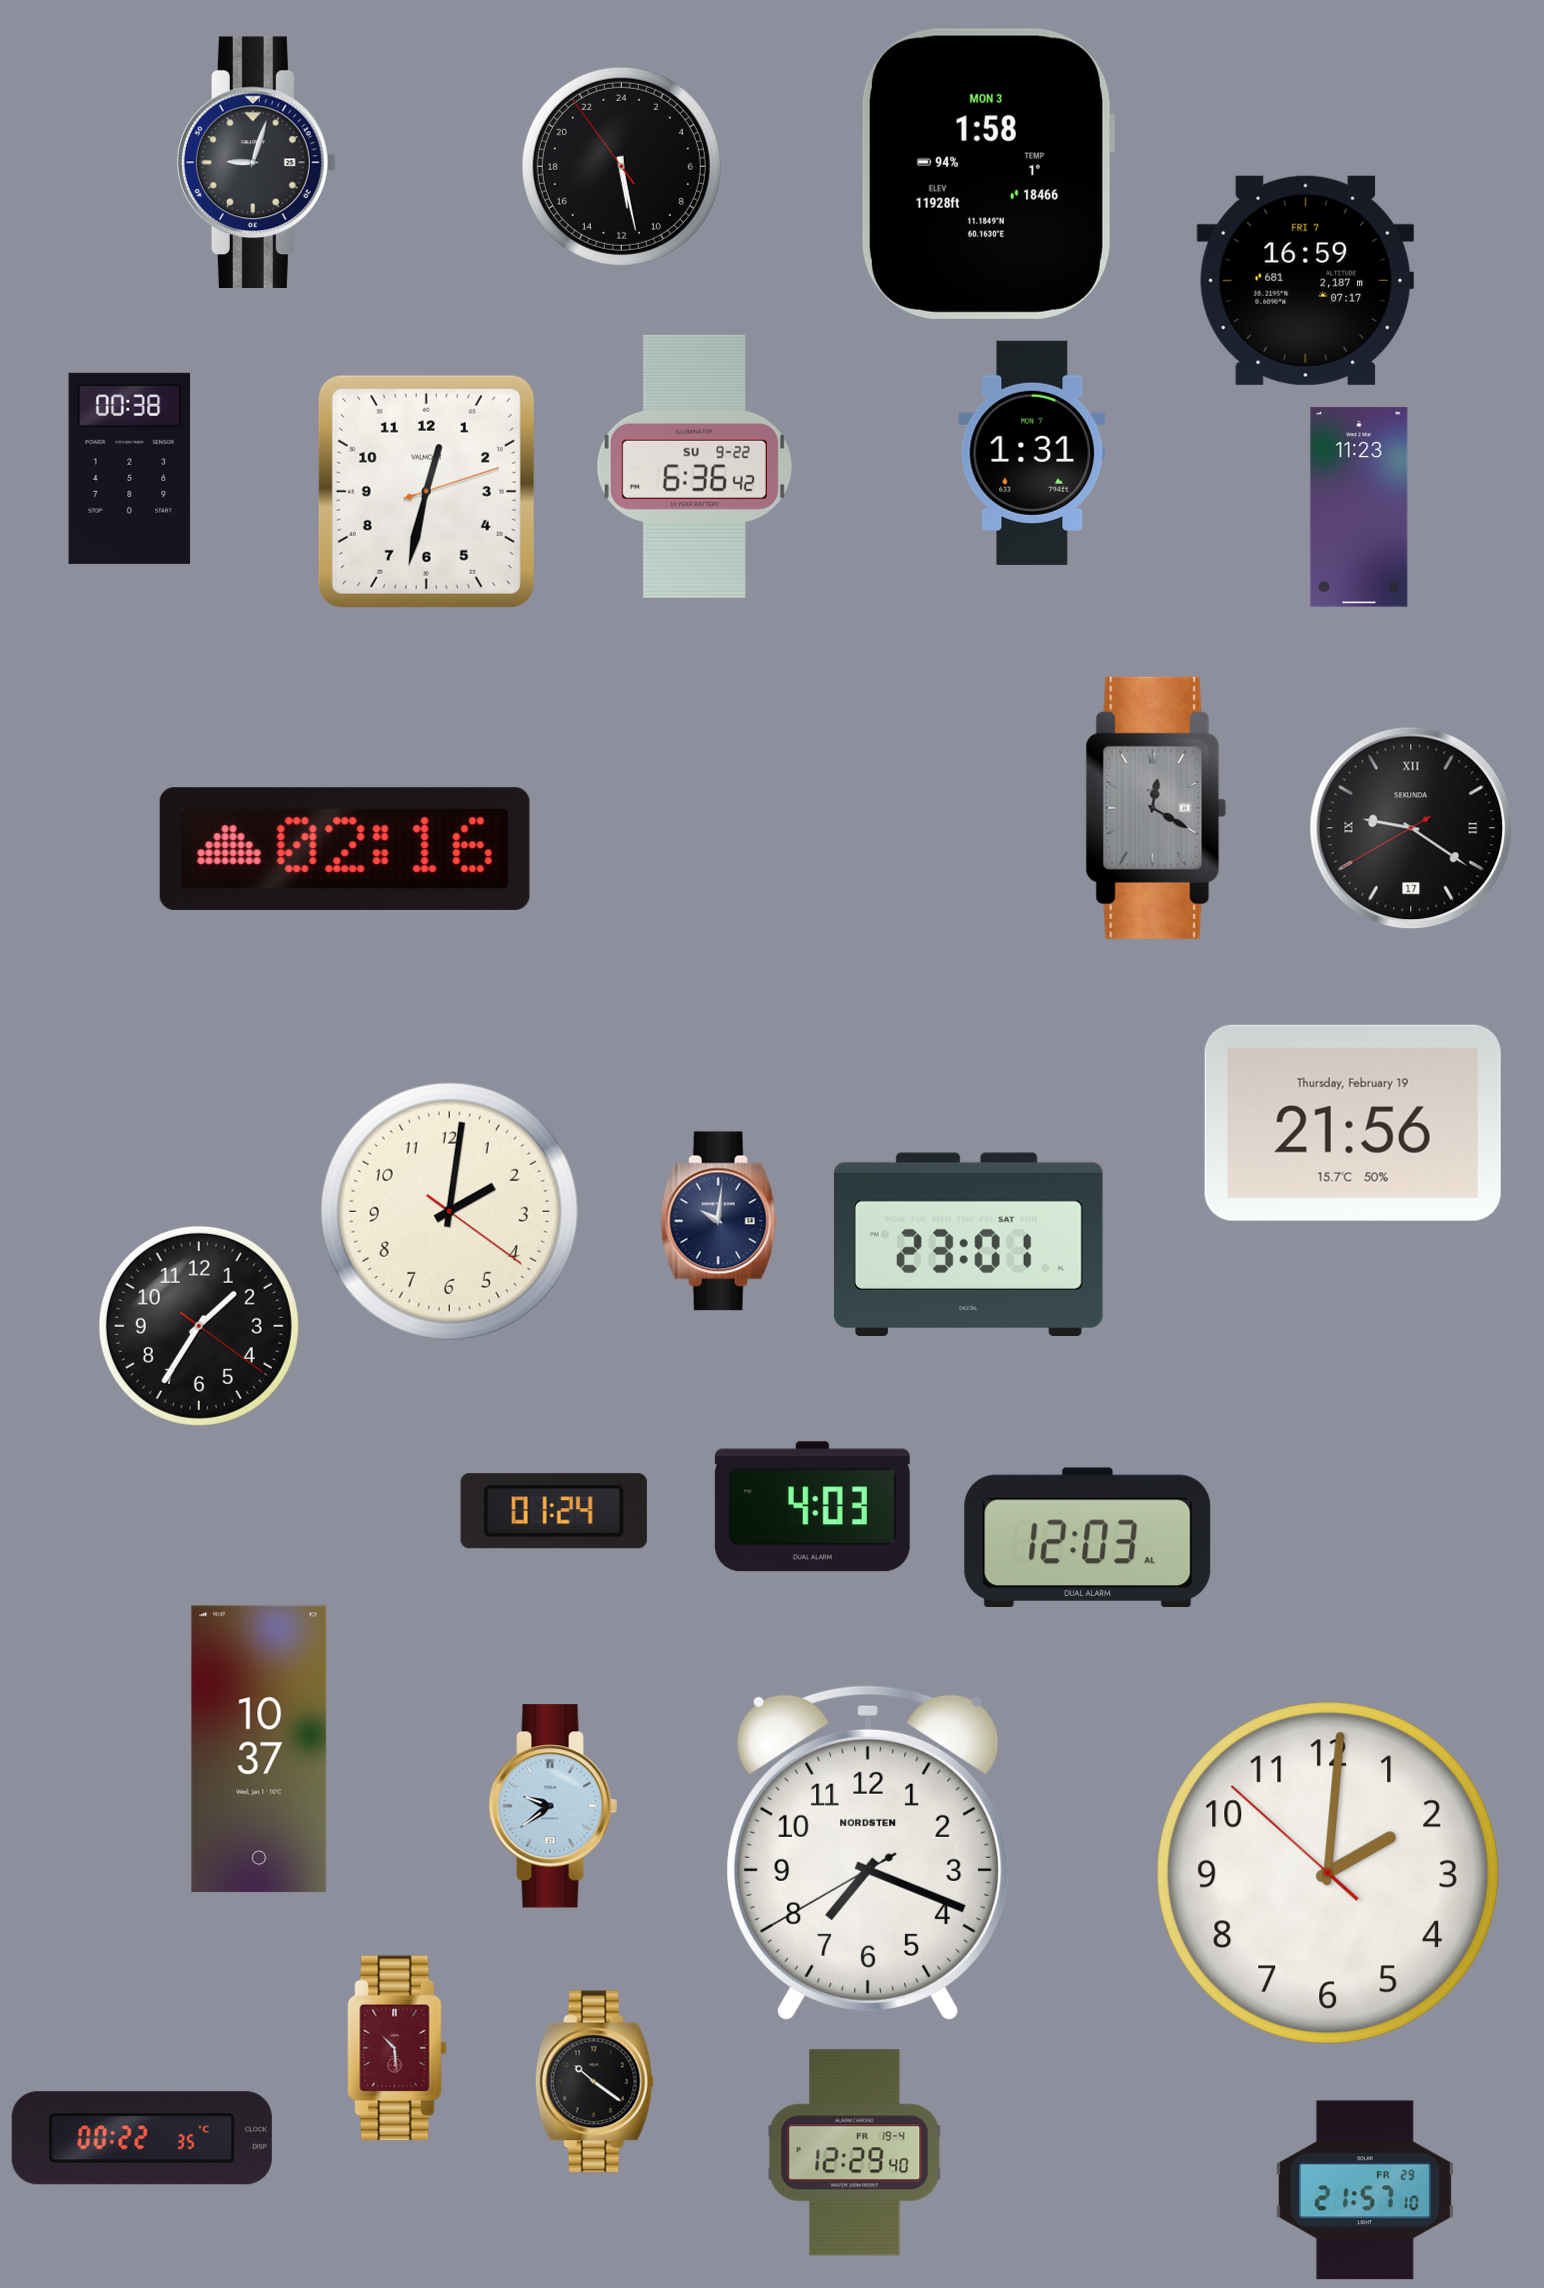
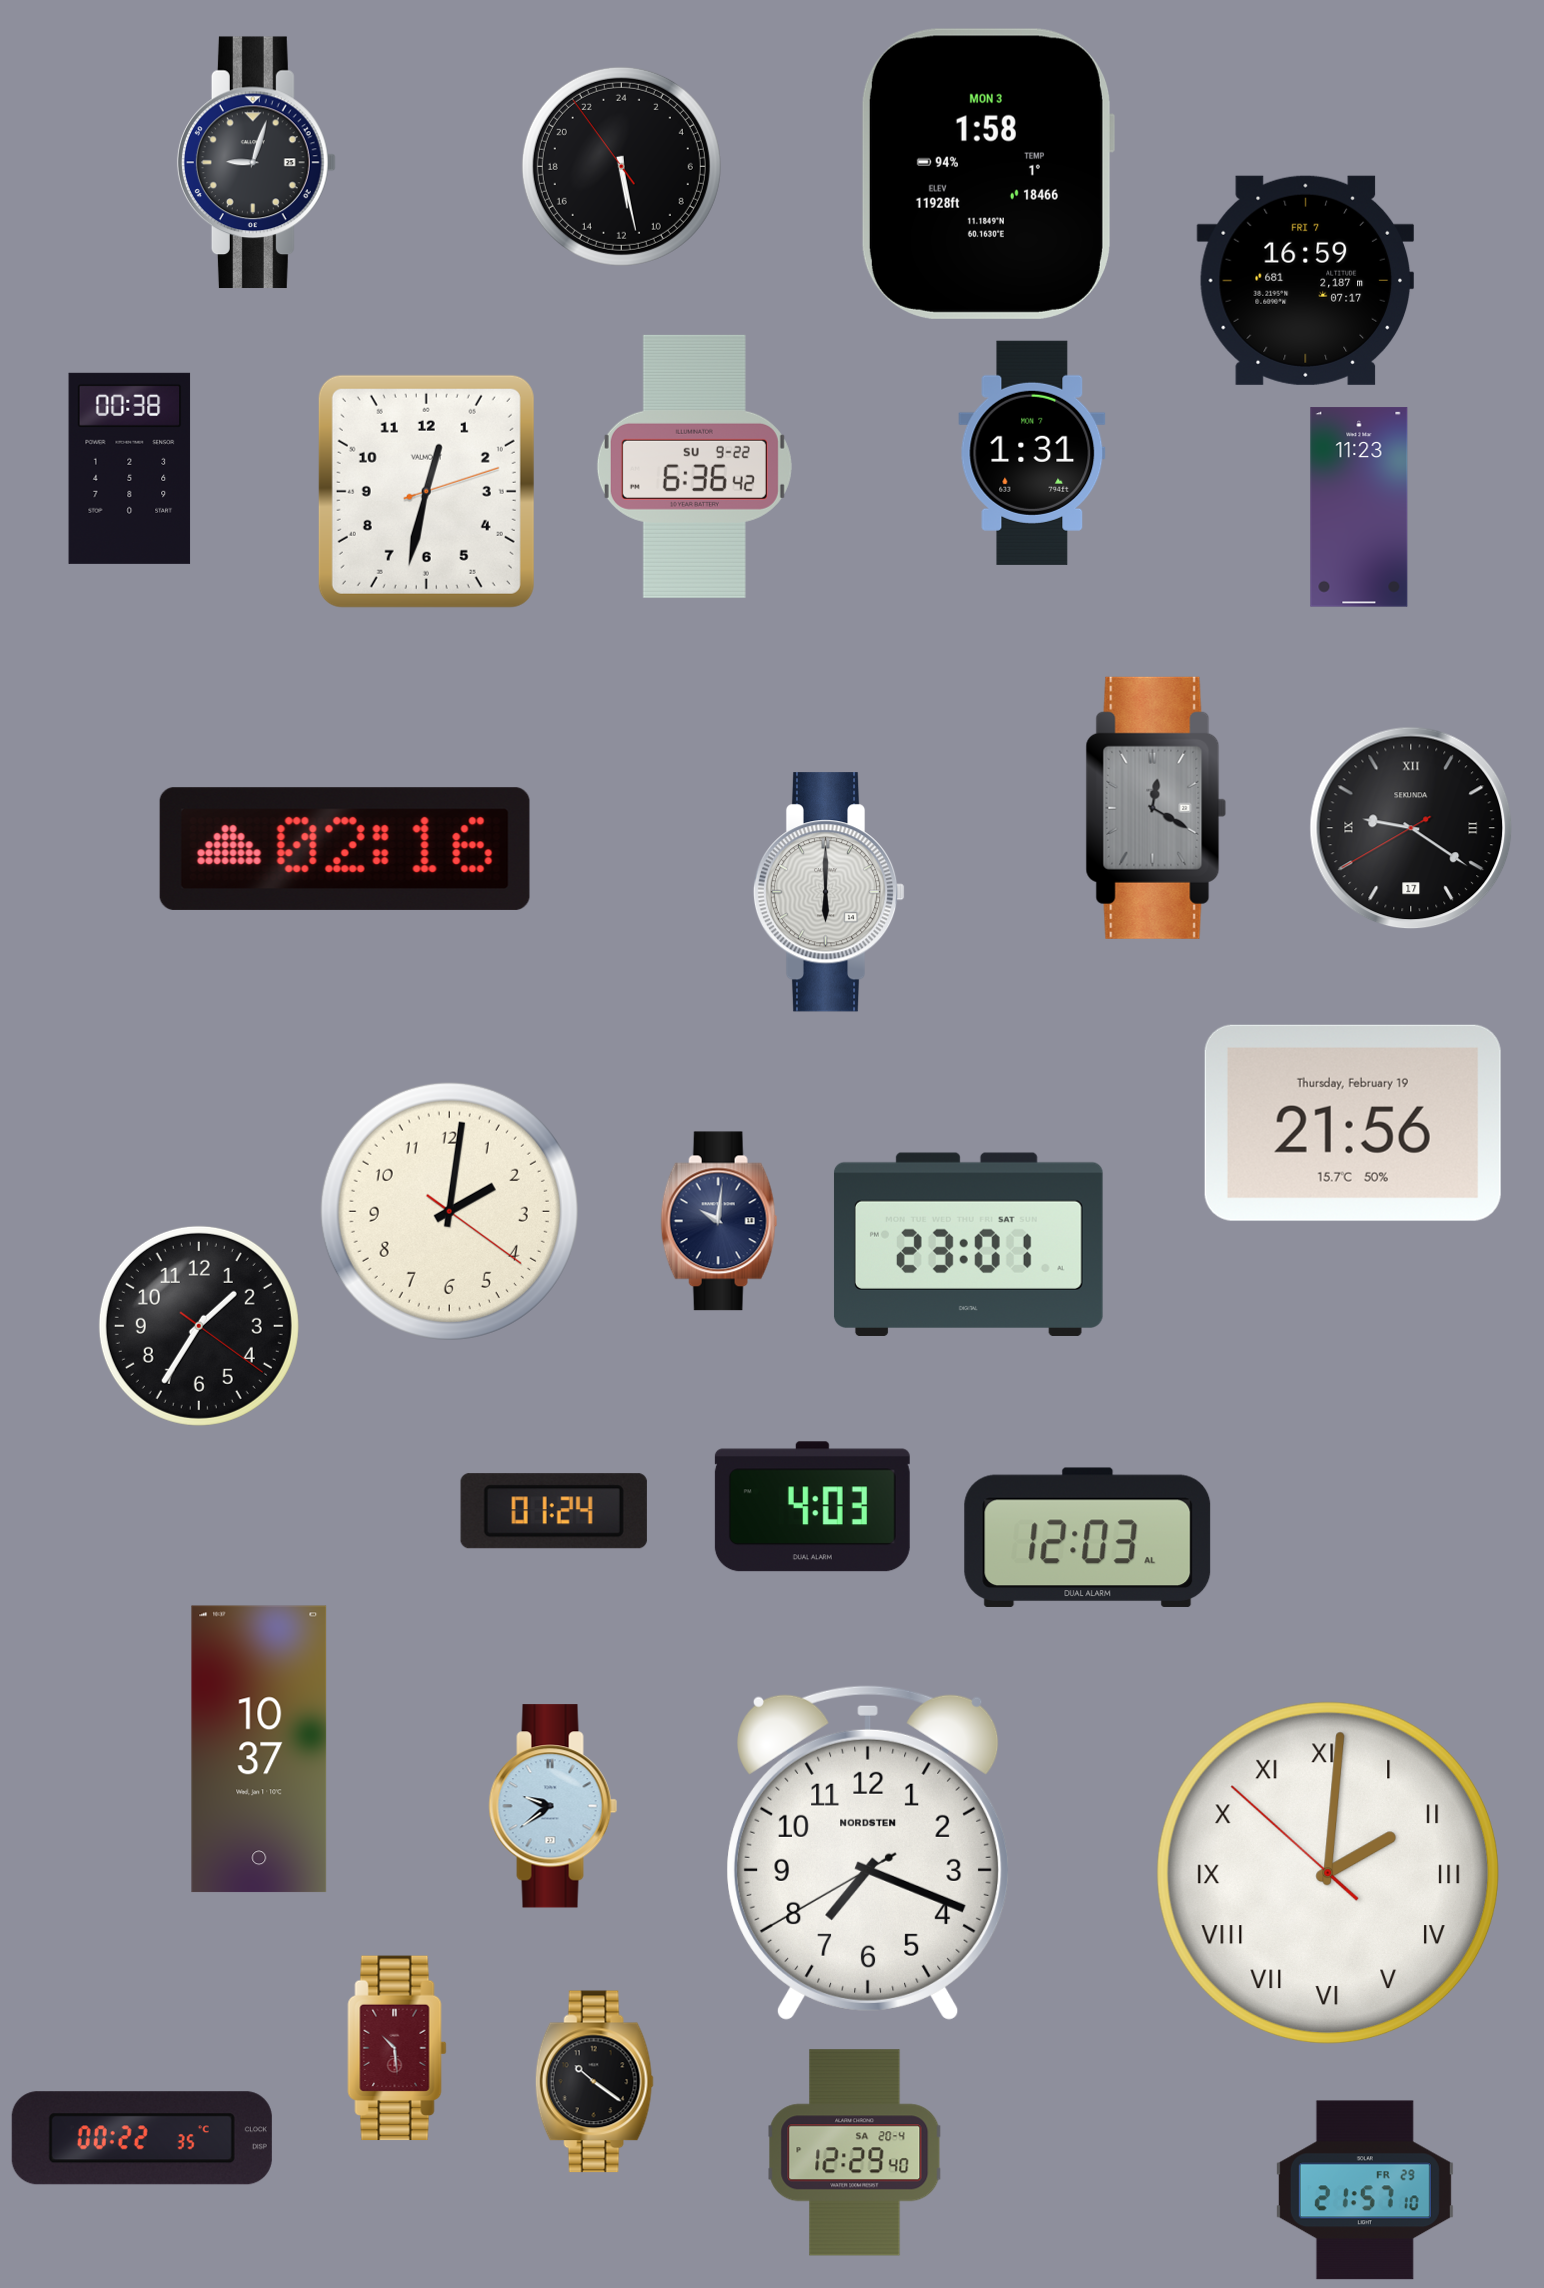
clock at (829, 892): none -> 6:00
clock at (1327, 1872) numerals: Arabic -> Roman
clock at (855, 2153) date: FR 19-4 -> SA 20-4
